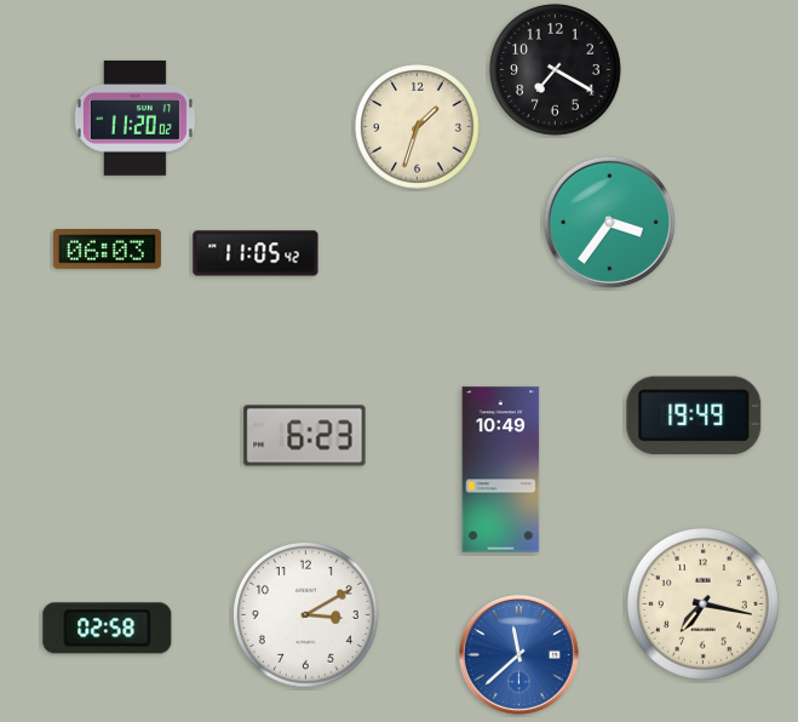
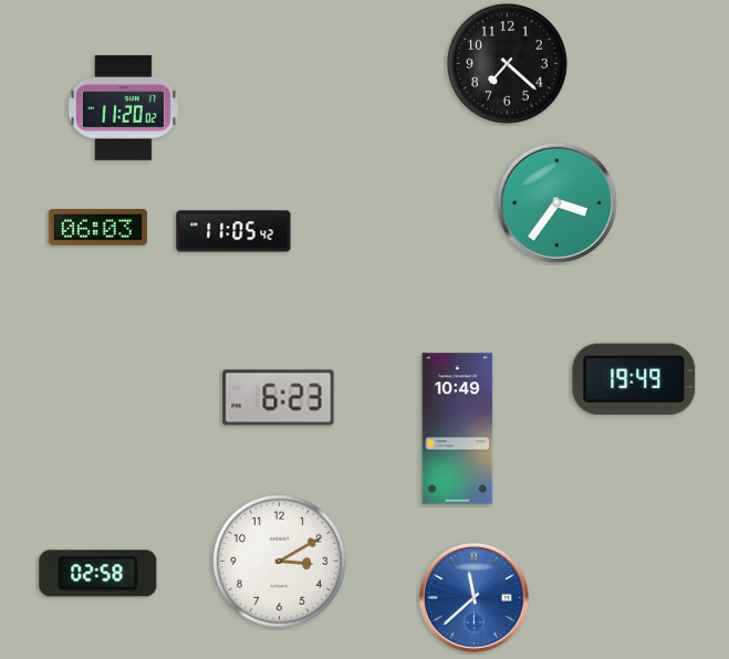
clock at (556, 70): 7:20 -> 7:22
clock at (418, 127): 1:33 -> none
clock at (702, 603): 7:17 -> none
